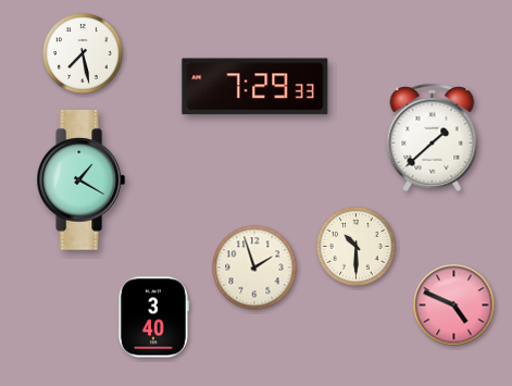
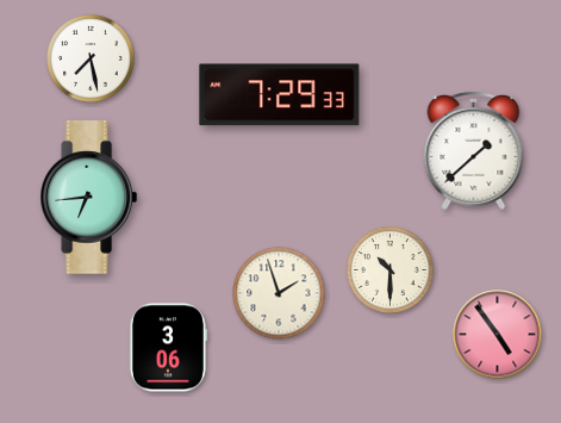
clock at (82, 180): 1:20 -> 6:44
clock at (454, 306): 4:49 -> 4:54
clock at (153, 317): 3:40 -> 3:06
